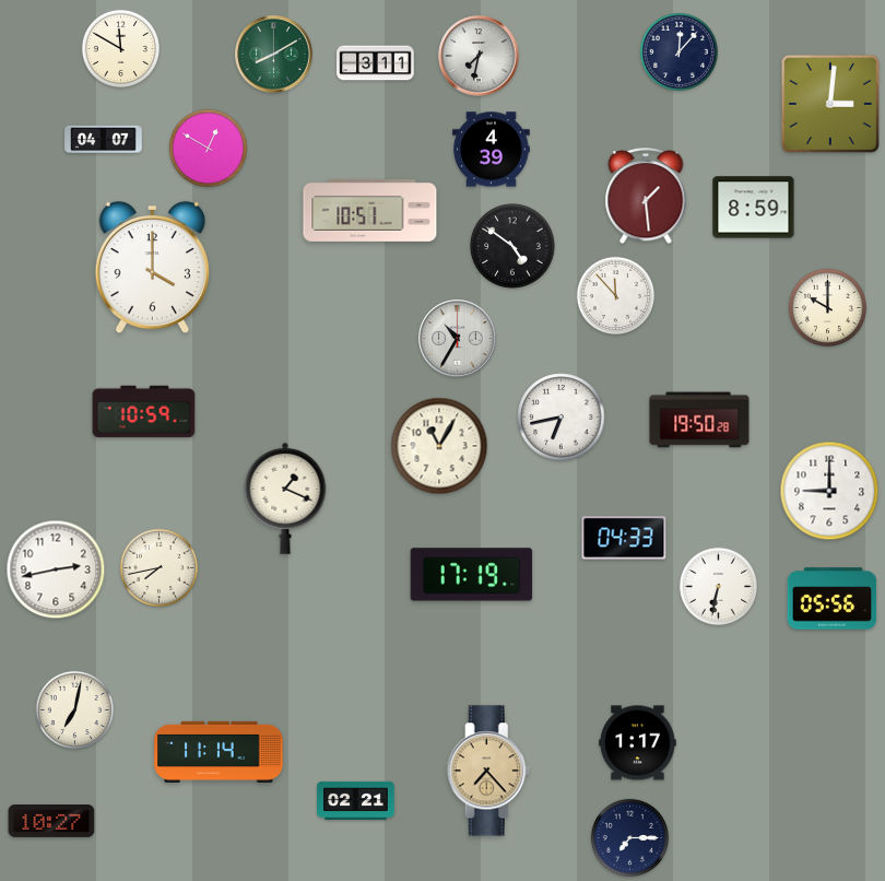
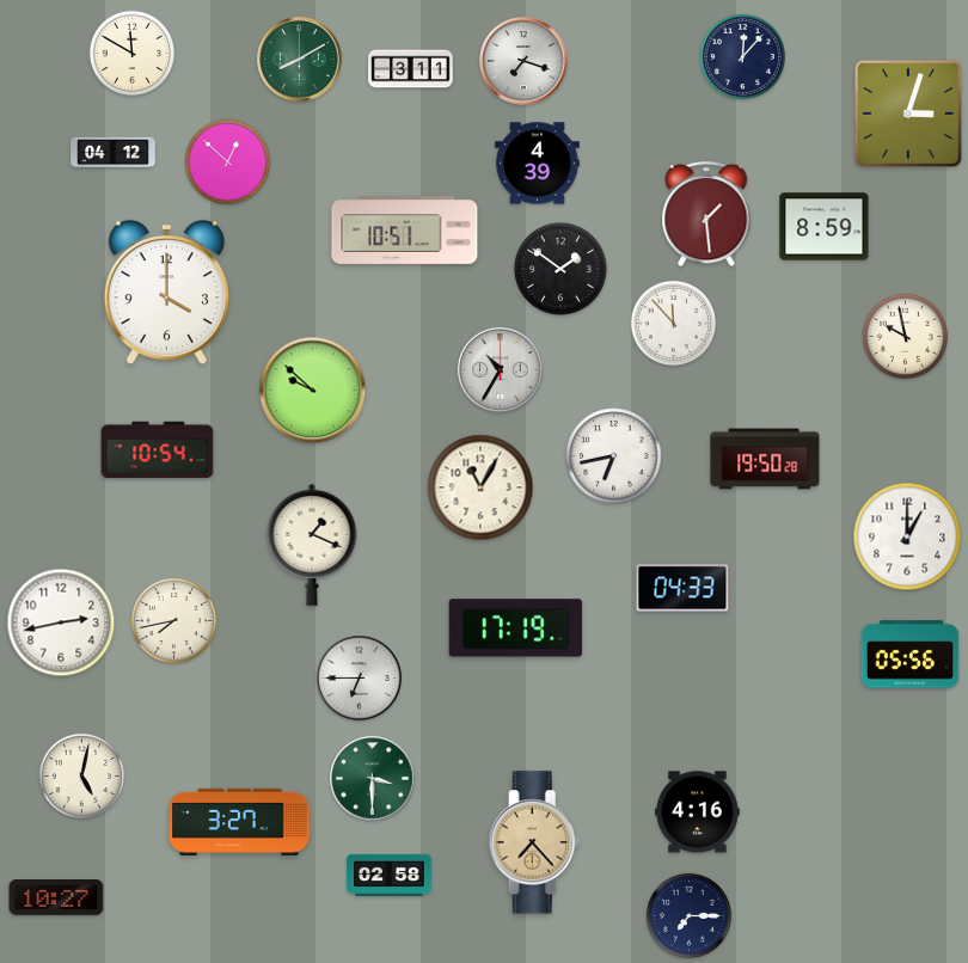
clock at (479, 56): 7:32 -> 7:18
clock at (830, 104): 3:01 -> 3:03
clock at (104, 140): 04:07 -> 04:12
clock at (208, 148): 12:50 -> 12:52
clock at (512, 246): 4:51 -> 1:51
clock at (827, 307): 10:00 -> 9:58
clock at (313, 391): none -> 9:52
clock at (144, 412): 10:59 -> 10:54
clock at (829, 491): 9:00 -> 1:00
clock at (718, 586): 6:32 -> none
clock at (360, 679): none -> 6:45
clock at (74, 709): 7:02 -> 5:02
clock at (373, 779): none -> 3:30
clock at (638, 743): 1:17 -> 4:16
clock at (219, 752): 11:14 -> 3:27
clock at (356, 800): 02:21 -> 02:58
